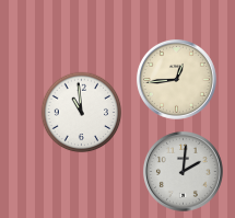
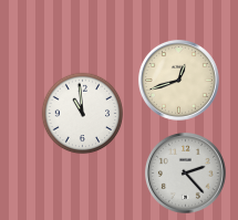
clock at (176, 79): 12:44 -> 12:42
clock at (183, 171): 2:01 -> 2:23
